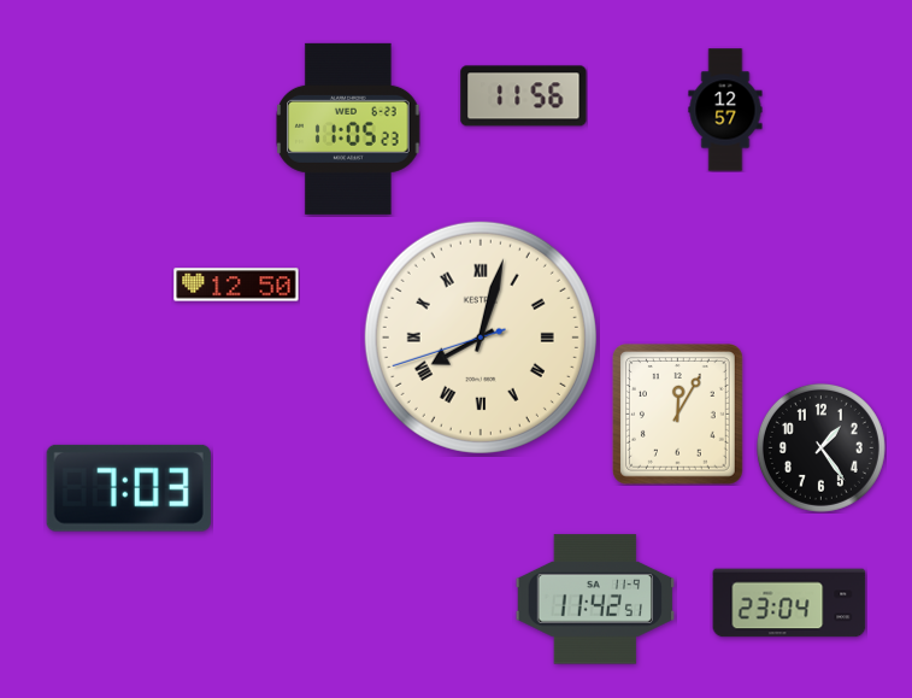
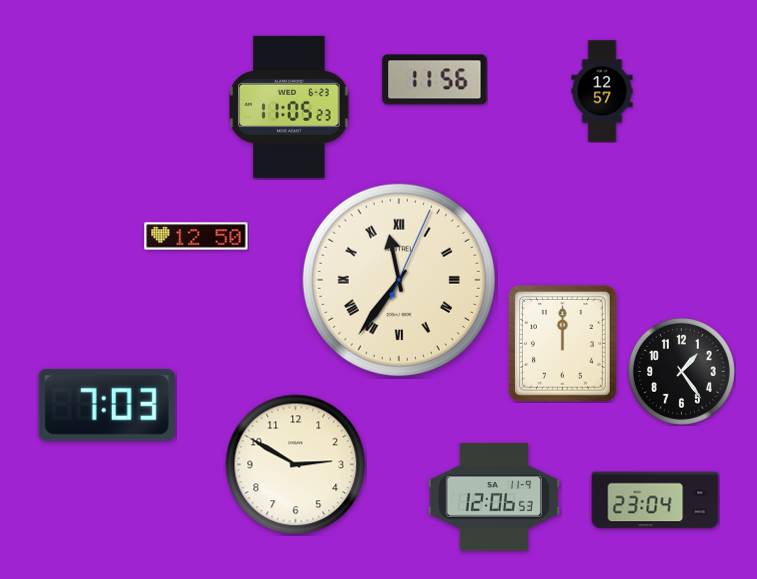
clock at (481, 338): 8:02 -> 11:36
clock at (678, 415): 12:05 -> 12:00
clock at (296, 465): none -> 2:50
clock at (595, 599): 11:42 -> 12:06
